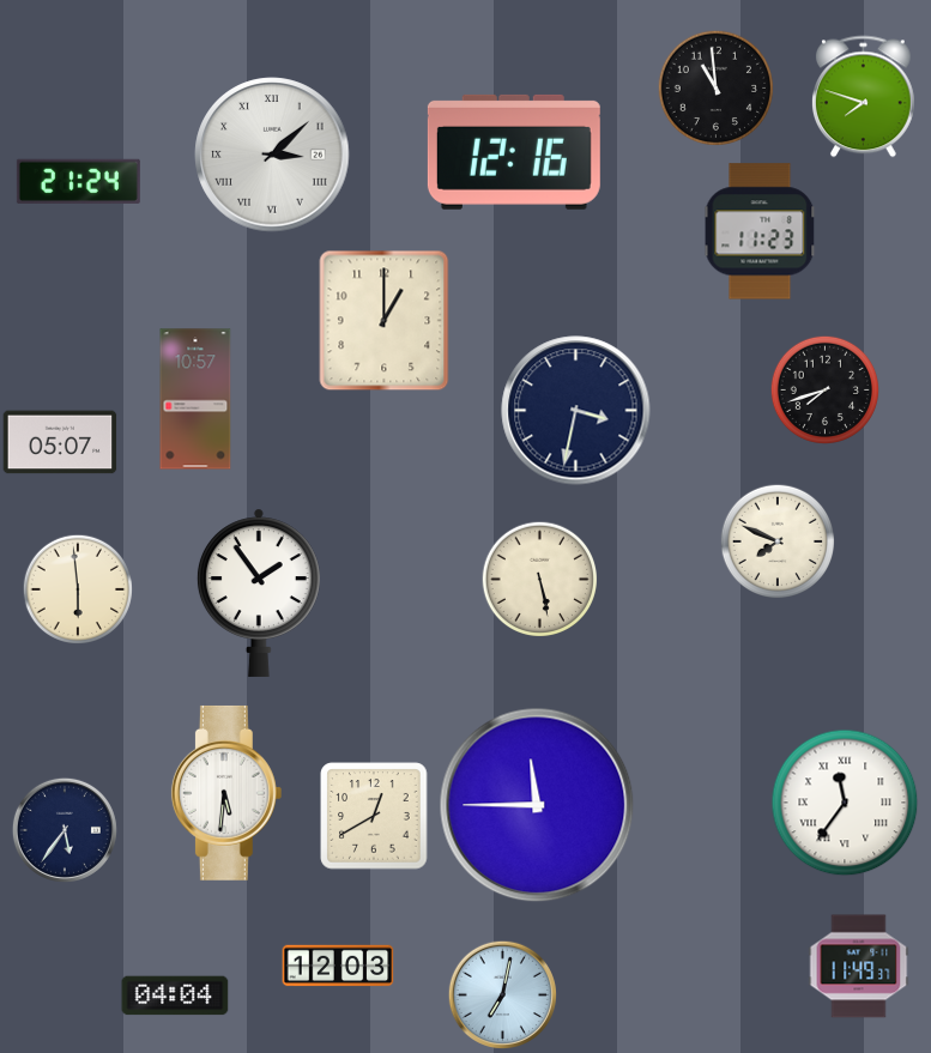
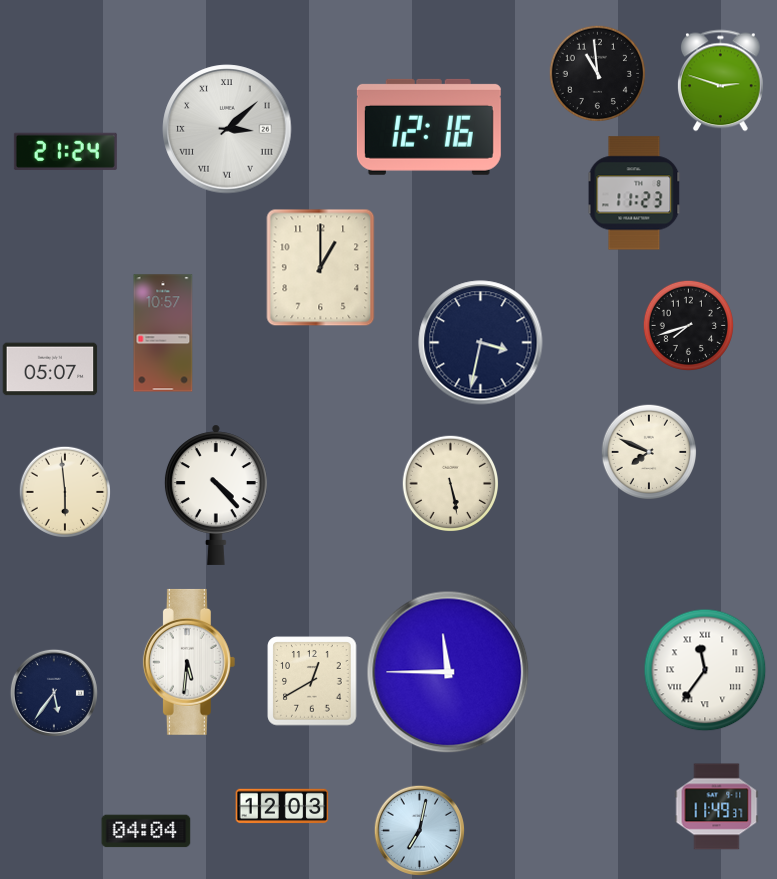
clock at (864, 97): 7:48 -> 2:48
clock at (259, 593): 1:54 -> 4:23
